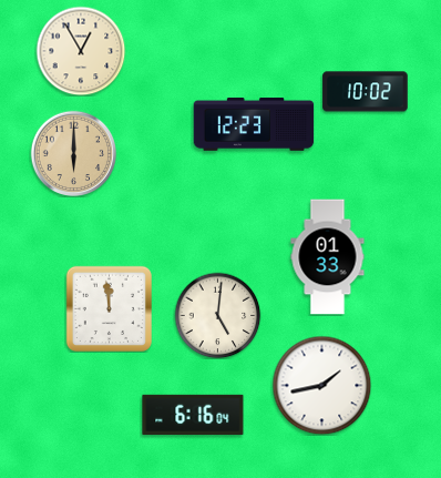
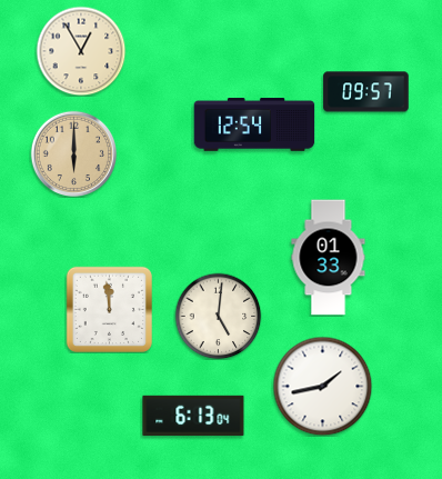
clock at (366, 92): 10:02 -> 09:57
clock at (254, 124): 12:23 -> 12:54
clock at (193, 415): 6:16 -> 6:13
